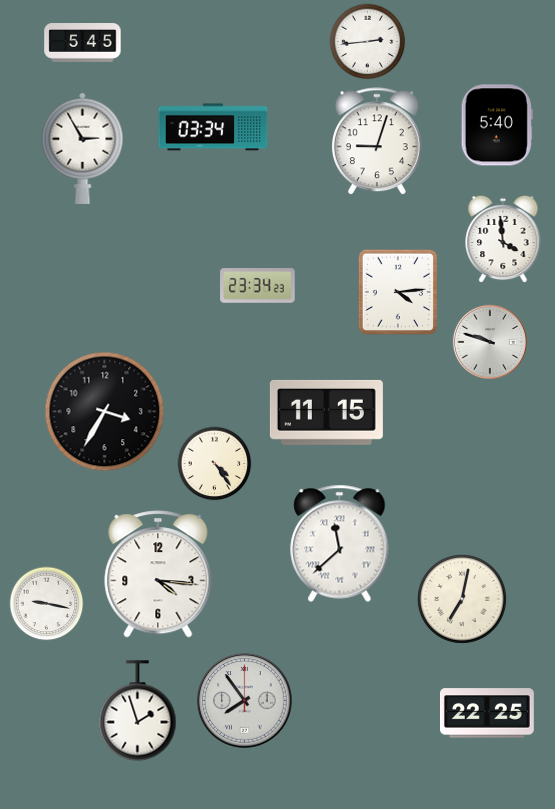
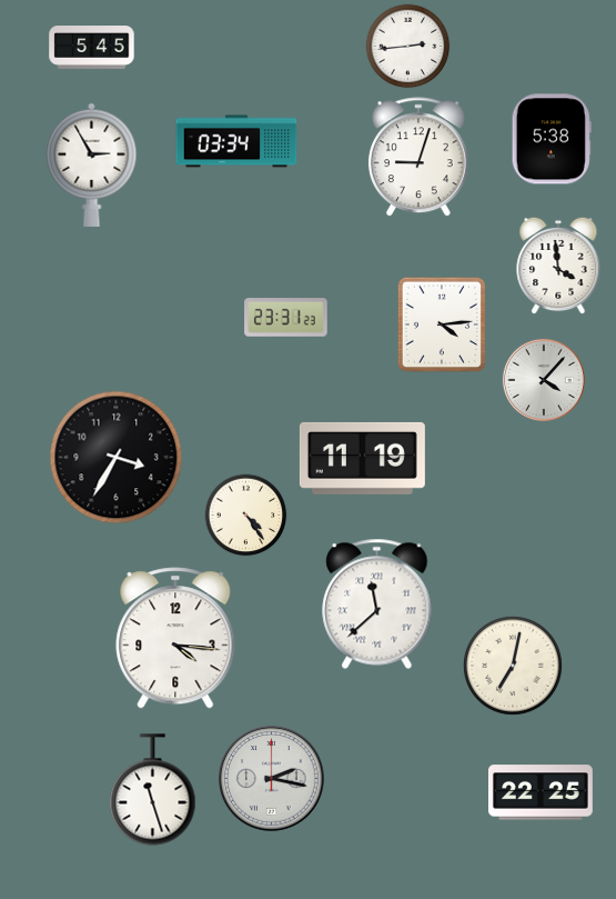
clock at (497, 125): 5:40 -> 5:38
clock at (258, 286): 23:34 -> 23:31
clock at (490, 342): 9:48 -> 4:07
clock at (326, 412): 11:15 -> 11:19
clock at (215, 464) position: (215, 464) -> (246, 516)
clock at (47, 604): 9:17 -> none
clock at (245, 701): 7:54 -> 2:17
clock at (138, 711): 1:57 -> 11:27
